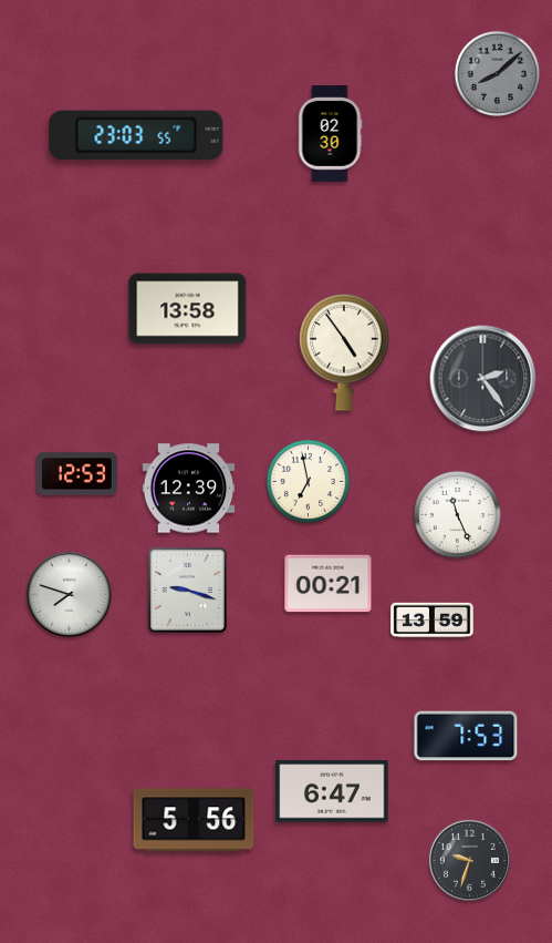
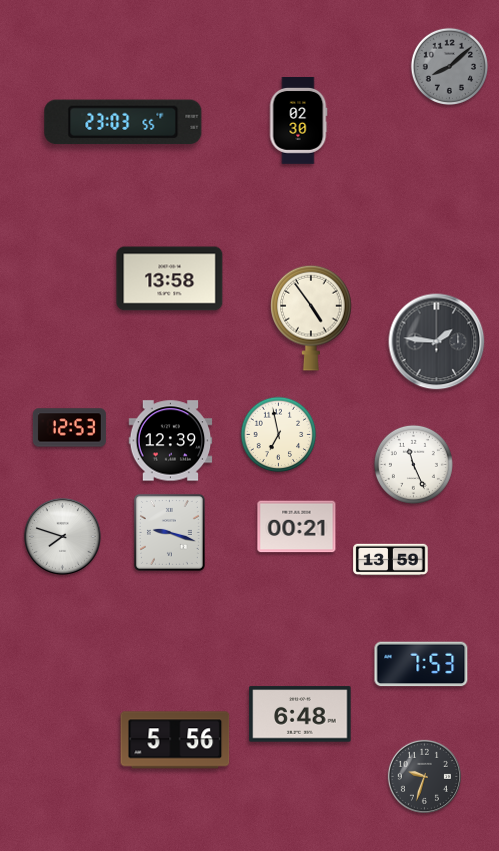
clock at (483, 379): 2:24 -> 1:46
clock at (332, 791): 6:47 -> 6:48
